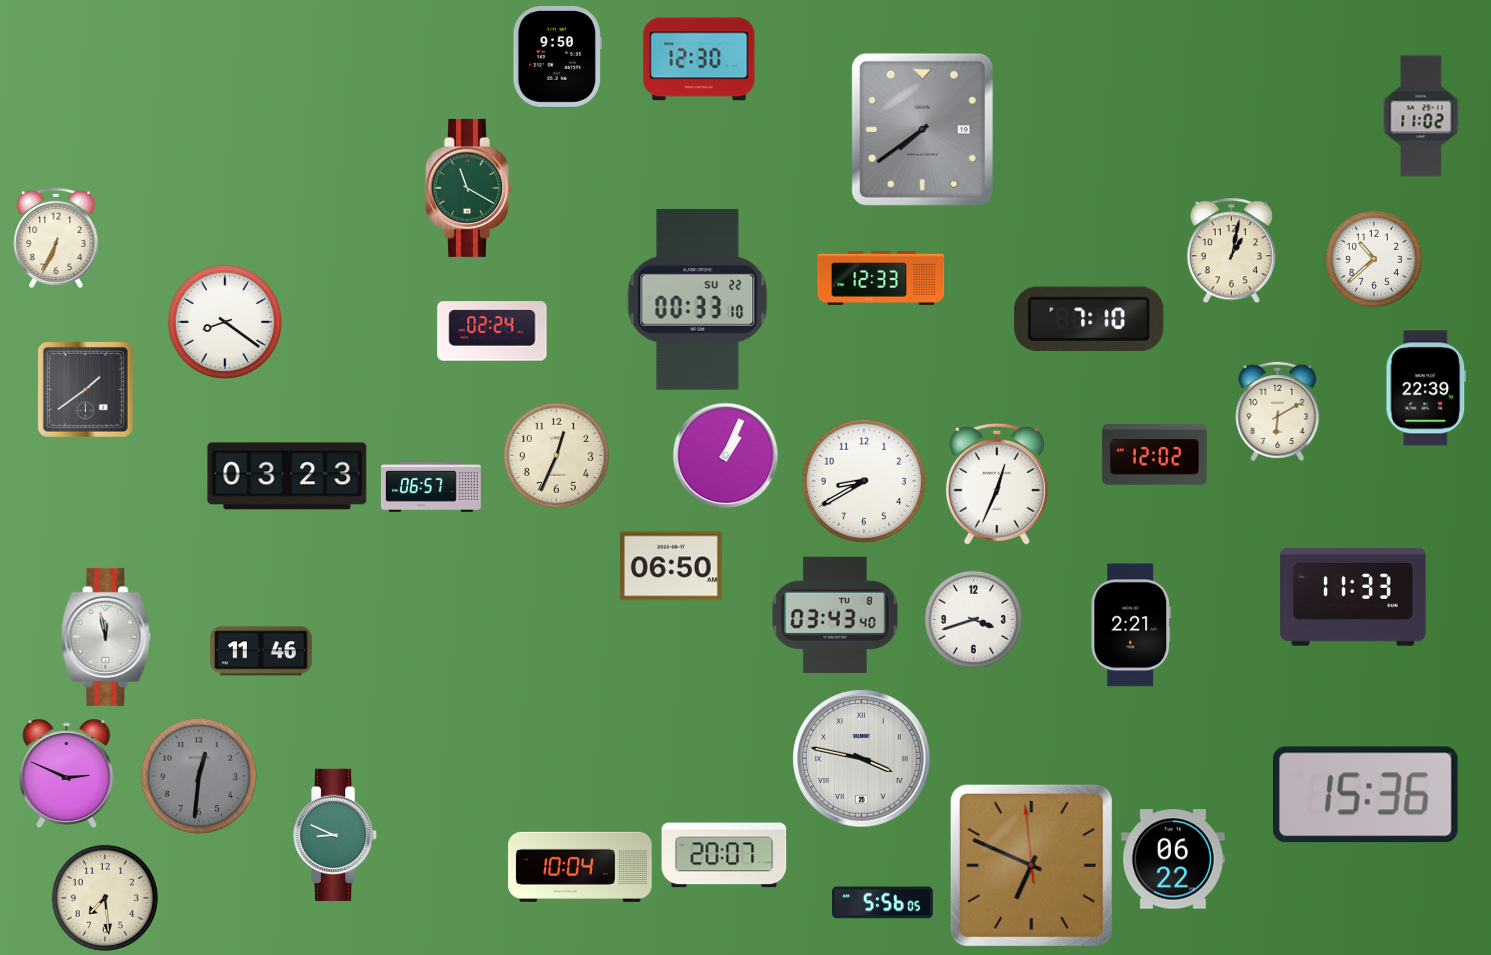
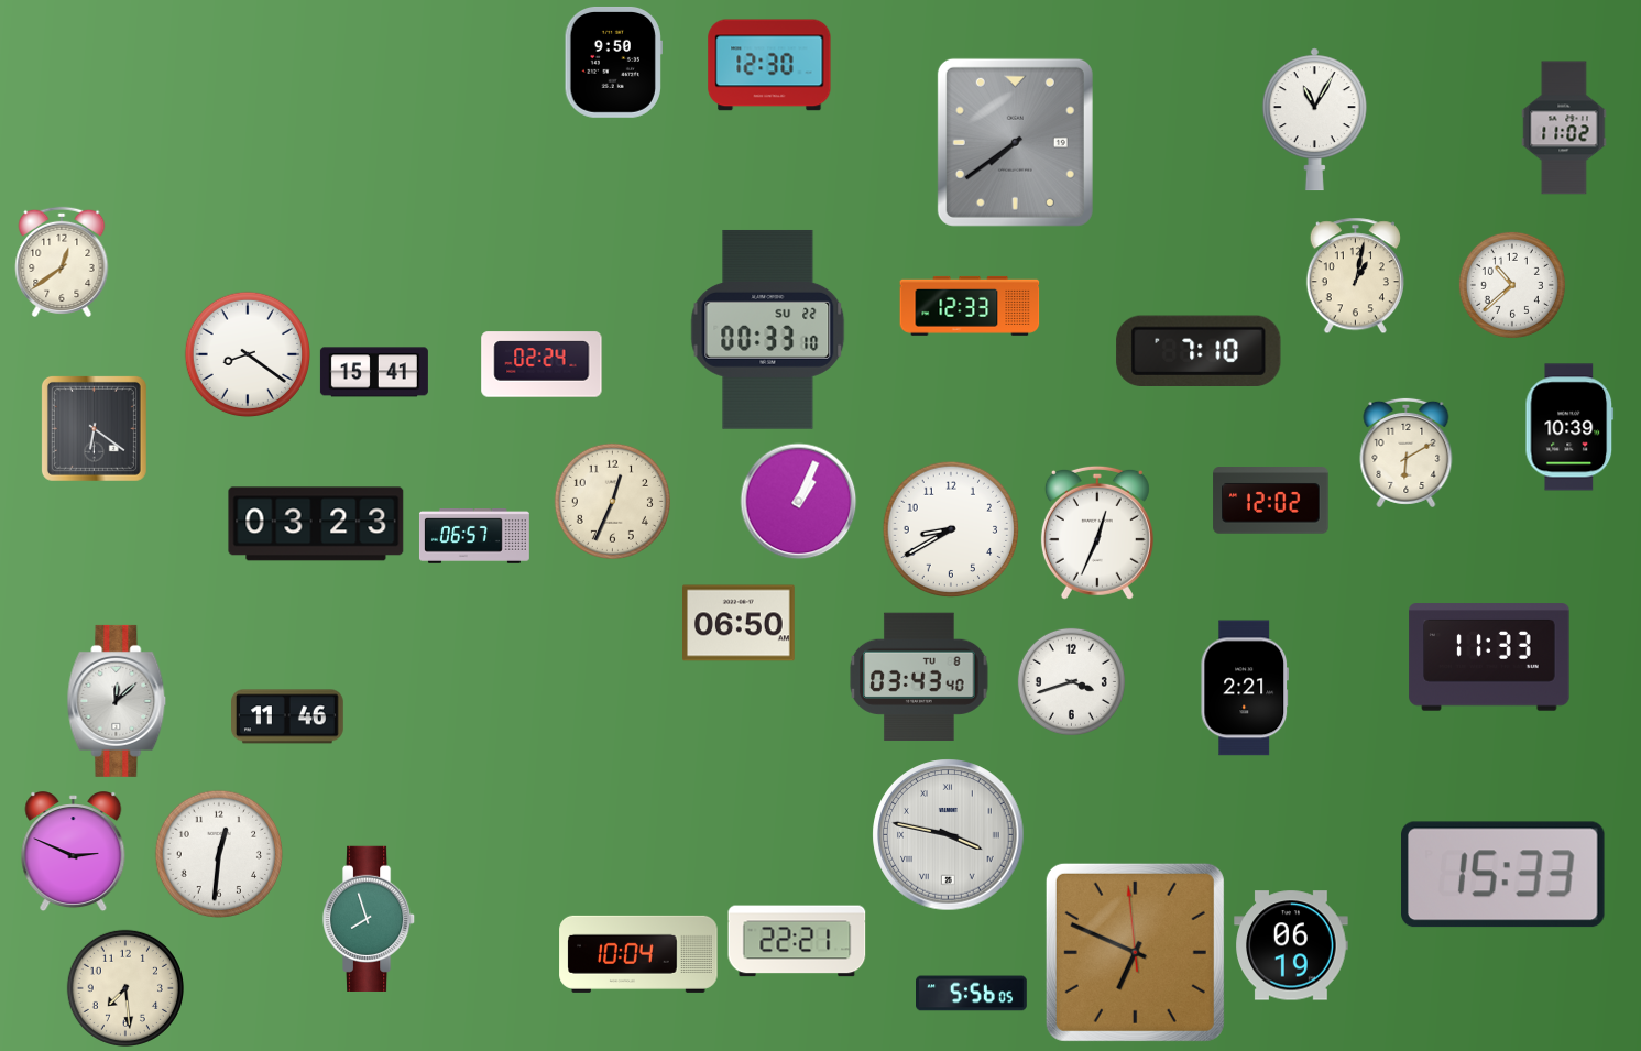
clock at (1314, 120): none -> 11:05
clock at (470, 188): 11:20 -> none
clock at (56, 238): 6:34 -> 12:39
clock at (374, 372): none -> 15:41
clock at (1426, 388): 22:39 -> 10:39
clock at (85, 389): 1:39 -> 6:21
clock at (106, 637): 11:58 -> 12:08
clock at (198, 775) dial: grey -> white
clock at (1366, 795): 15:36 -> 15:33
clock at (336, 835): 8:49 -> 7:57
clock at (724, 855): 20:07 -> 22:21
clock at (1173, 859): 06:22 -> 06:19
clock at (105, 898) position: (105, 898) -> (125, 988)
